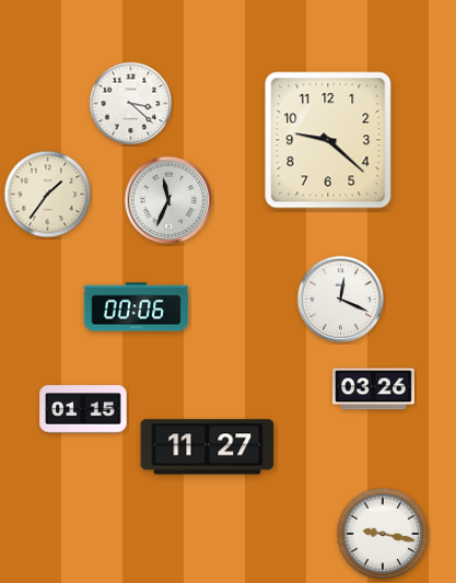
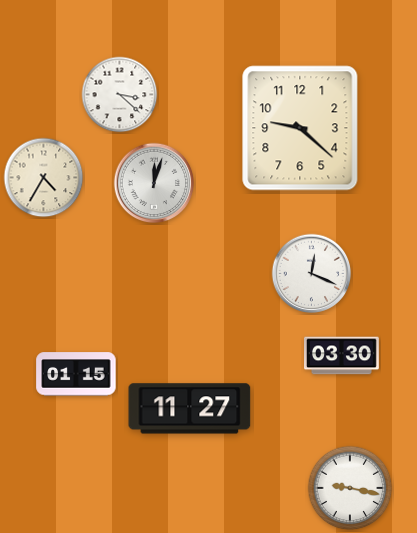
clock at (48, 195): 1:36 -> 4:35
clock at (168, 200): 11:34 -> 12:03
clock at (137, 307): 00:06 -> none
clock at (374, 389): 03:26 -> 03:30
